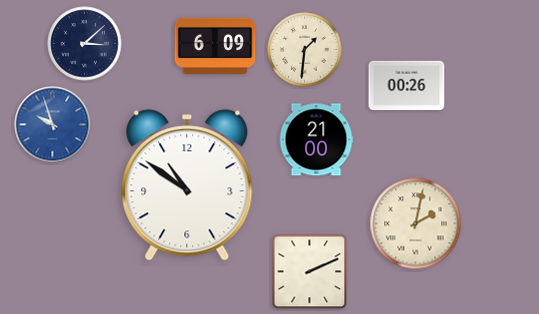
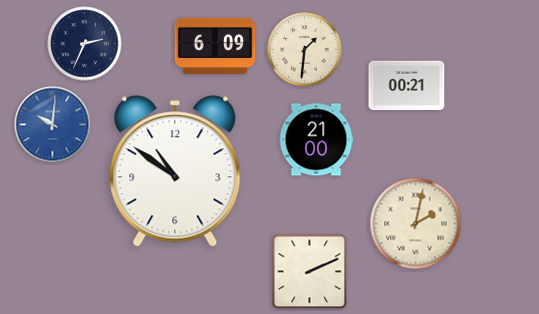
clock at (85, 44): 3:08 -> 2:34
clock at (407, 86): 00:26 -> 00:21
clock at (53, 125): 9:57 -> 10:01
clock at (187, 185) position: (187, 185) -> (175, 171)
